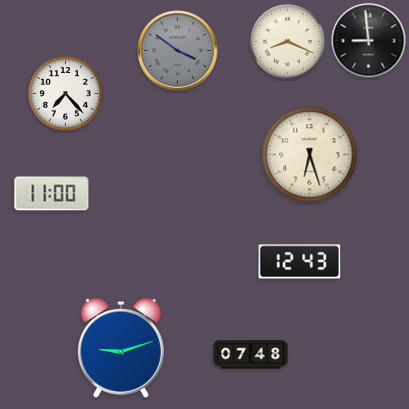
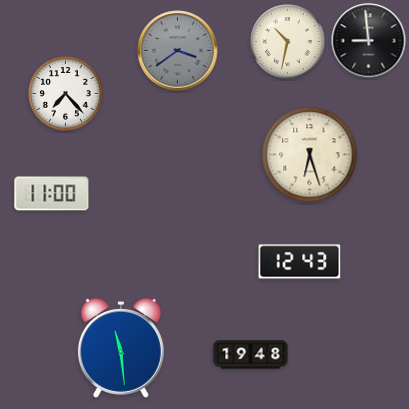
clock at (288, 42): 8:19 -> 10:32
clock at (178, 51): 3:51 -> 3:39
clock at (121, 348): 9:12 -> 11:29
clock at (251, 355): 07:48 -> 19:48
